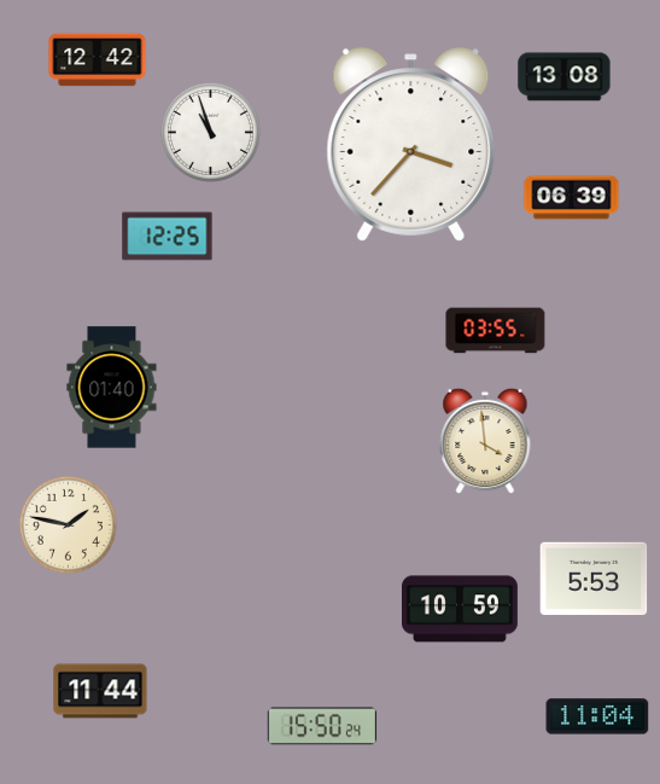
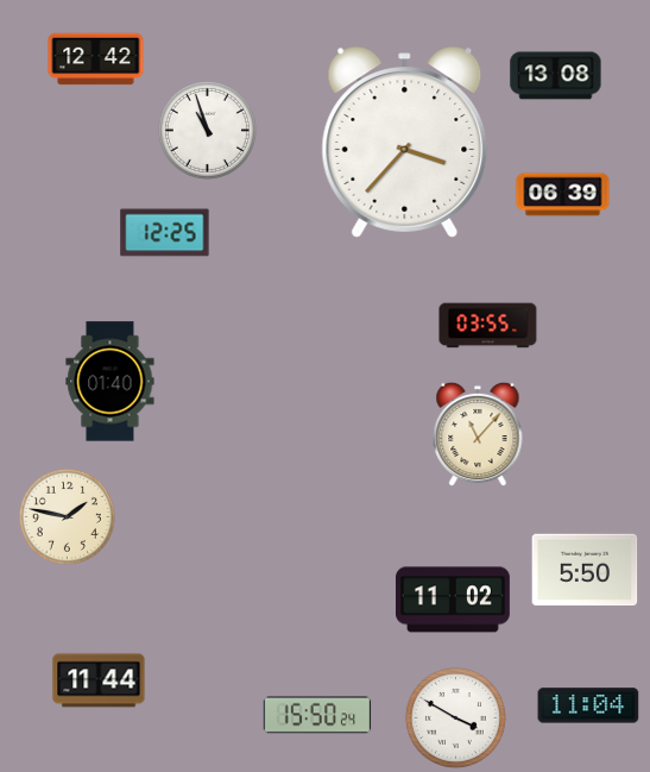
clock at (485, 441): 3:59 -> 11:07
clock at (594, 579): 5:53 -> 5:50
clock at (461, 609): 10:59 -> 11:02
clock at (455, 717): none -> 3:50
